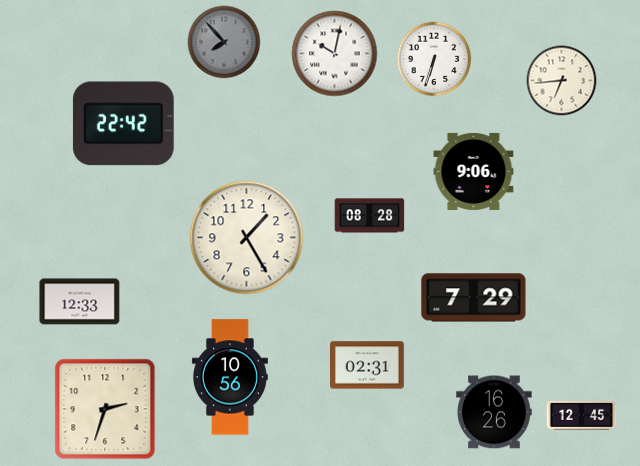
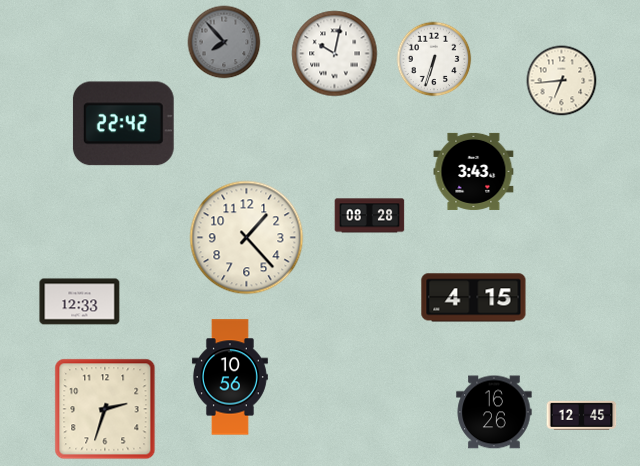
clock at (474, 171): 9:06 -> 3:43
clock at (247, 238): 1:25 -> 1:23
clock at (474, 298): 7:29 -> 4:15
clock at (368, 365): 02:31 -> none
